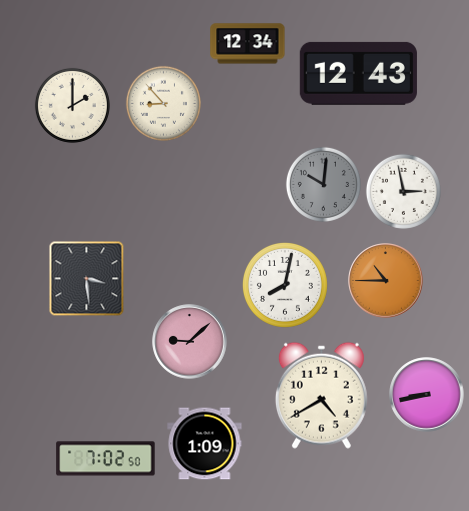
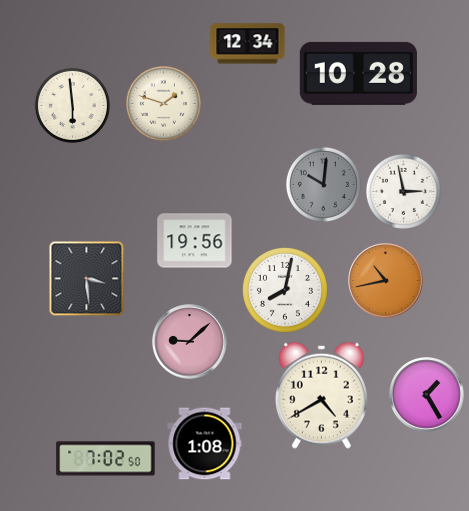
clock at (358, 73): 12:43 -> 10:28
clock at (163, 103): 8:53 -> 1:48
clock at (72, 105): 2:00 -> 5:59
clock at (195, 241): none -> 19:56
clock at (386, 281): 10:45 -> 10:43
clock at (285, 285) position: (285, 285) -> (285, 290)
clock at (427, 395): 8:43 -> 1:25
clock at (205, 444): 1:09 -> 1:08
